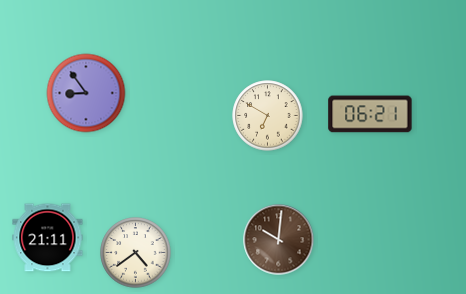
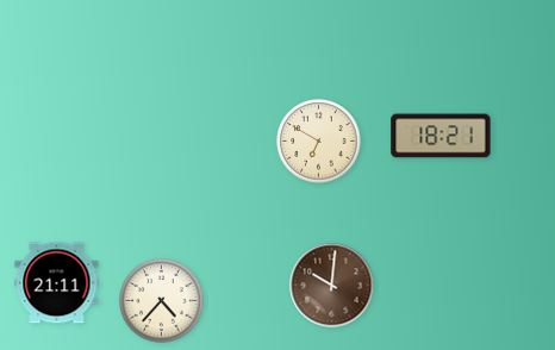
clock at (86, 93): 8:54 -> none
clock at (370, 114): 06:21 -> 18:21
clock at (268, 116) position: (268, 116) -> (319, 142)
clock at (136, 253): 4:39 -> 4:37
